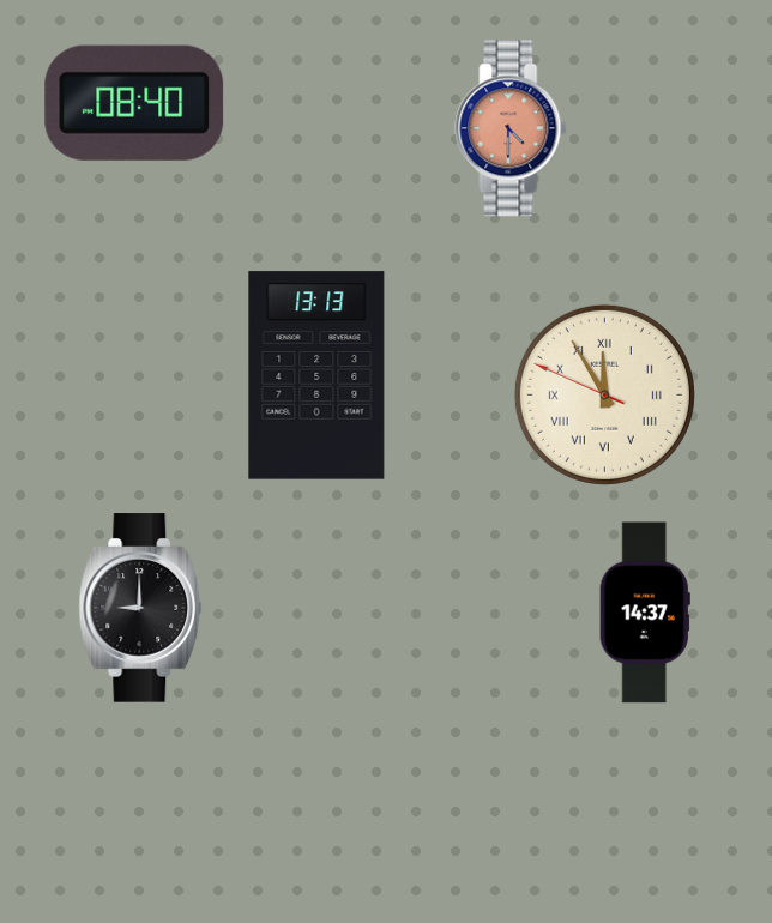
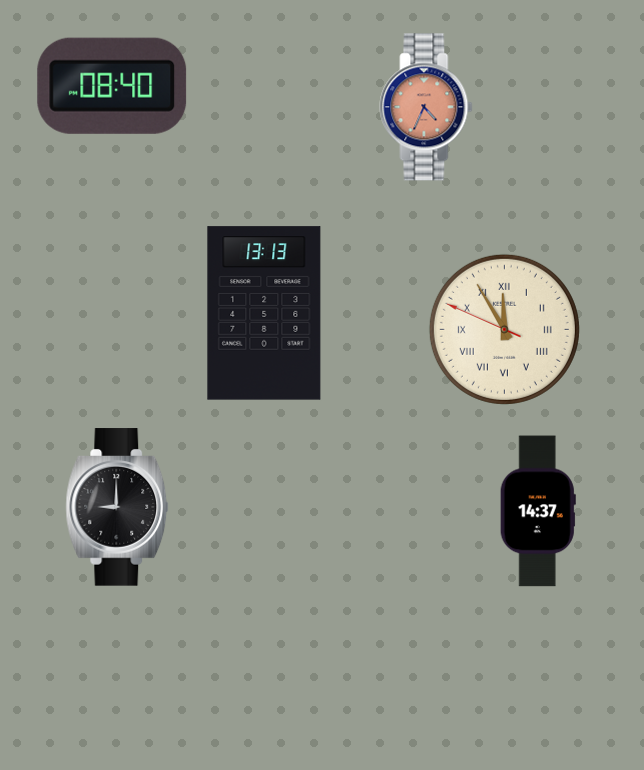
clock at (511, 128): 4:30 -> 4:34
